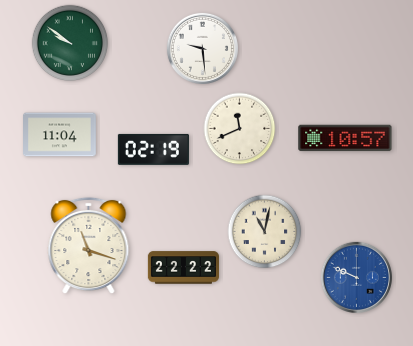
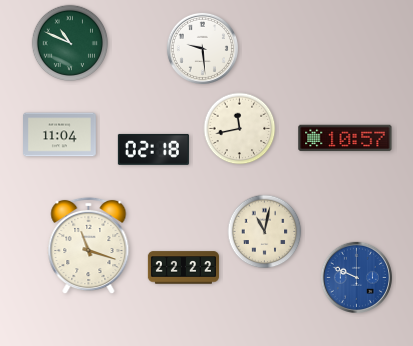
clock at (70, 43): 9:51 -> 10:49
clock at (240, 129): 11:41 -> 11:43
clock at (153, 149): 02:19 -> 02:18
